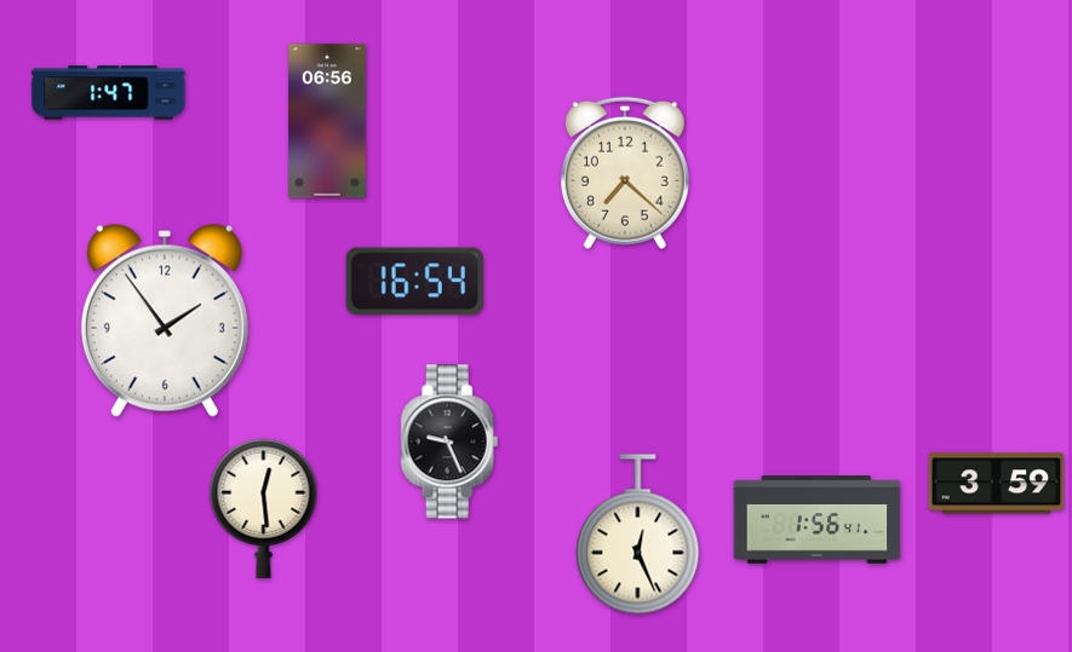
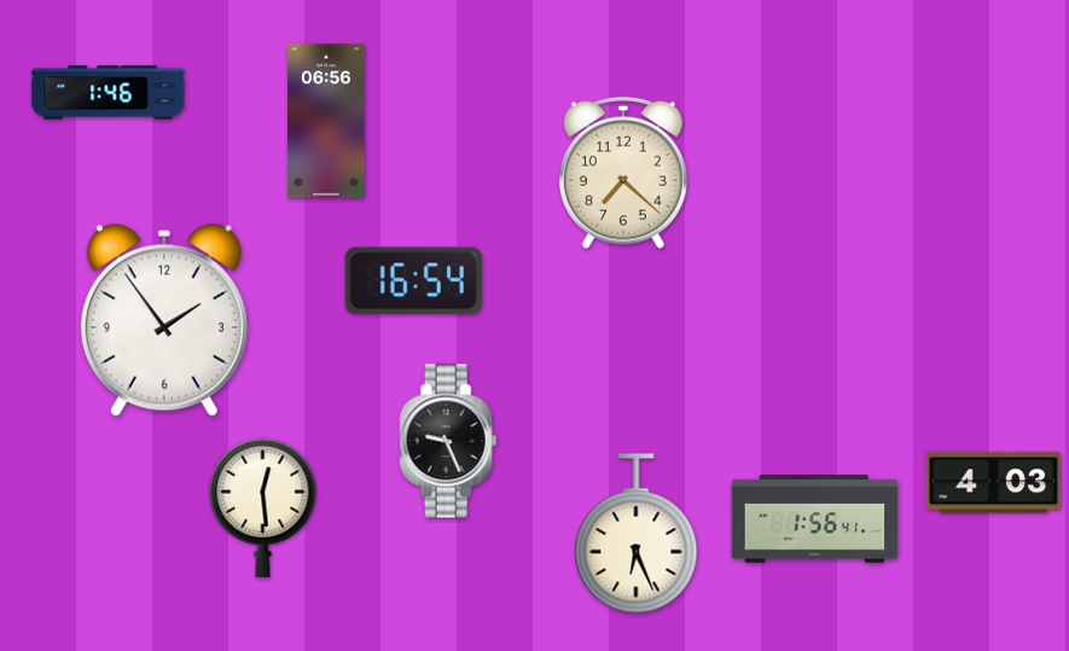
clock at (109, 93): 1:47 -> 1:46
clock at (997, 484): 3:59 -> 4:03
clock at (638, 535): 12:26 -> 6:26
